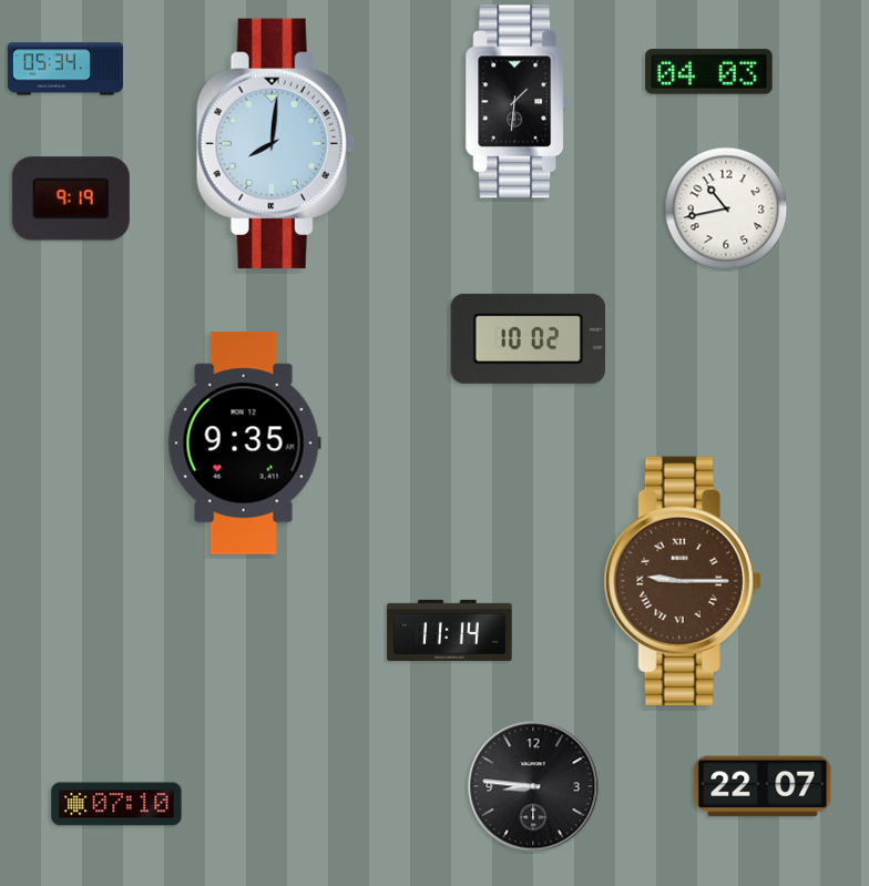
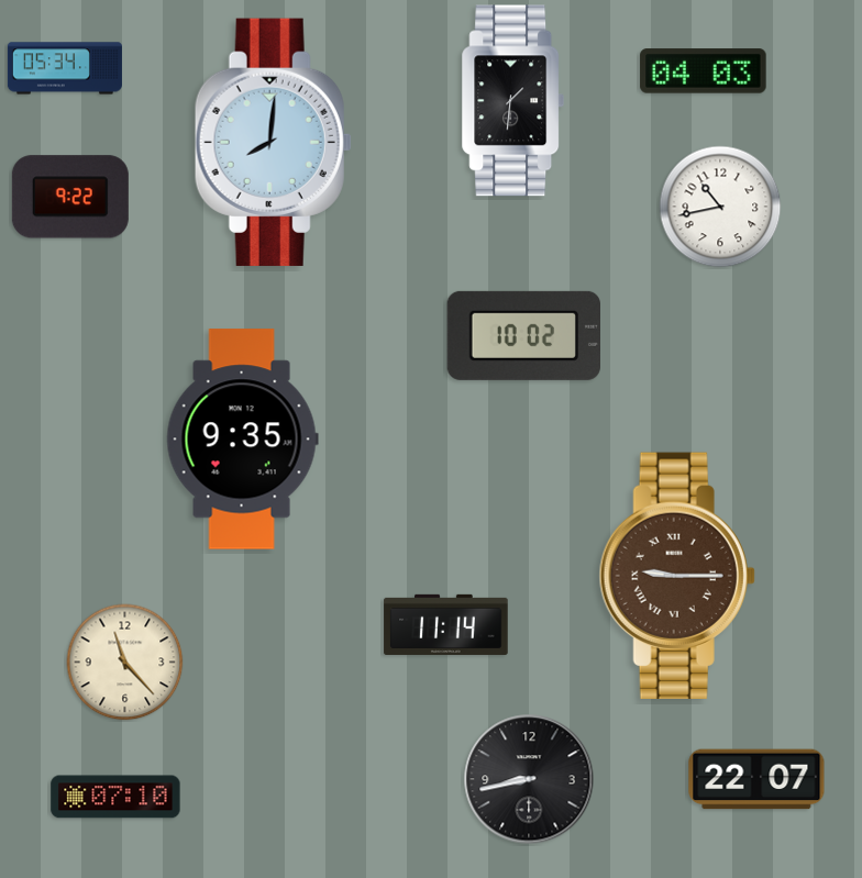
clock at (71, 198): 9:19 -> 9:22
clock at (125, 663): none -> 11:23
clock at (533, 786): 8:46 -> 8:43
